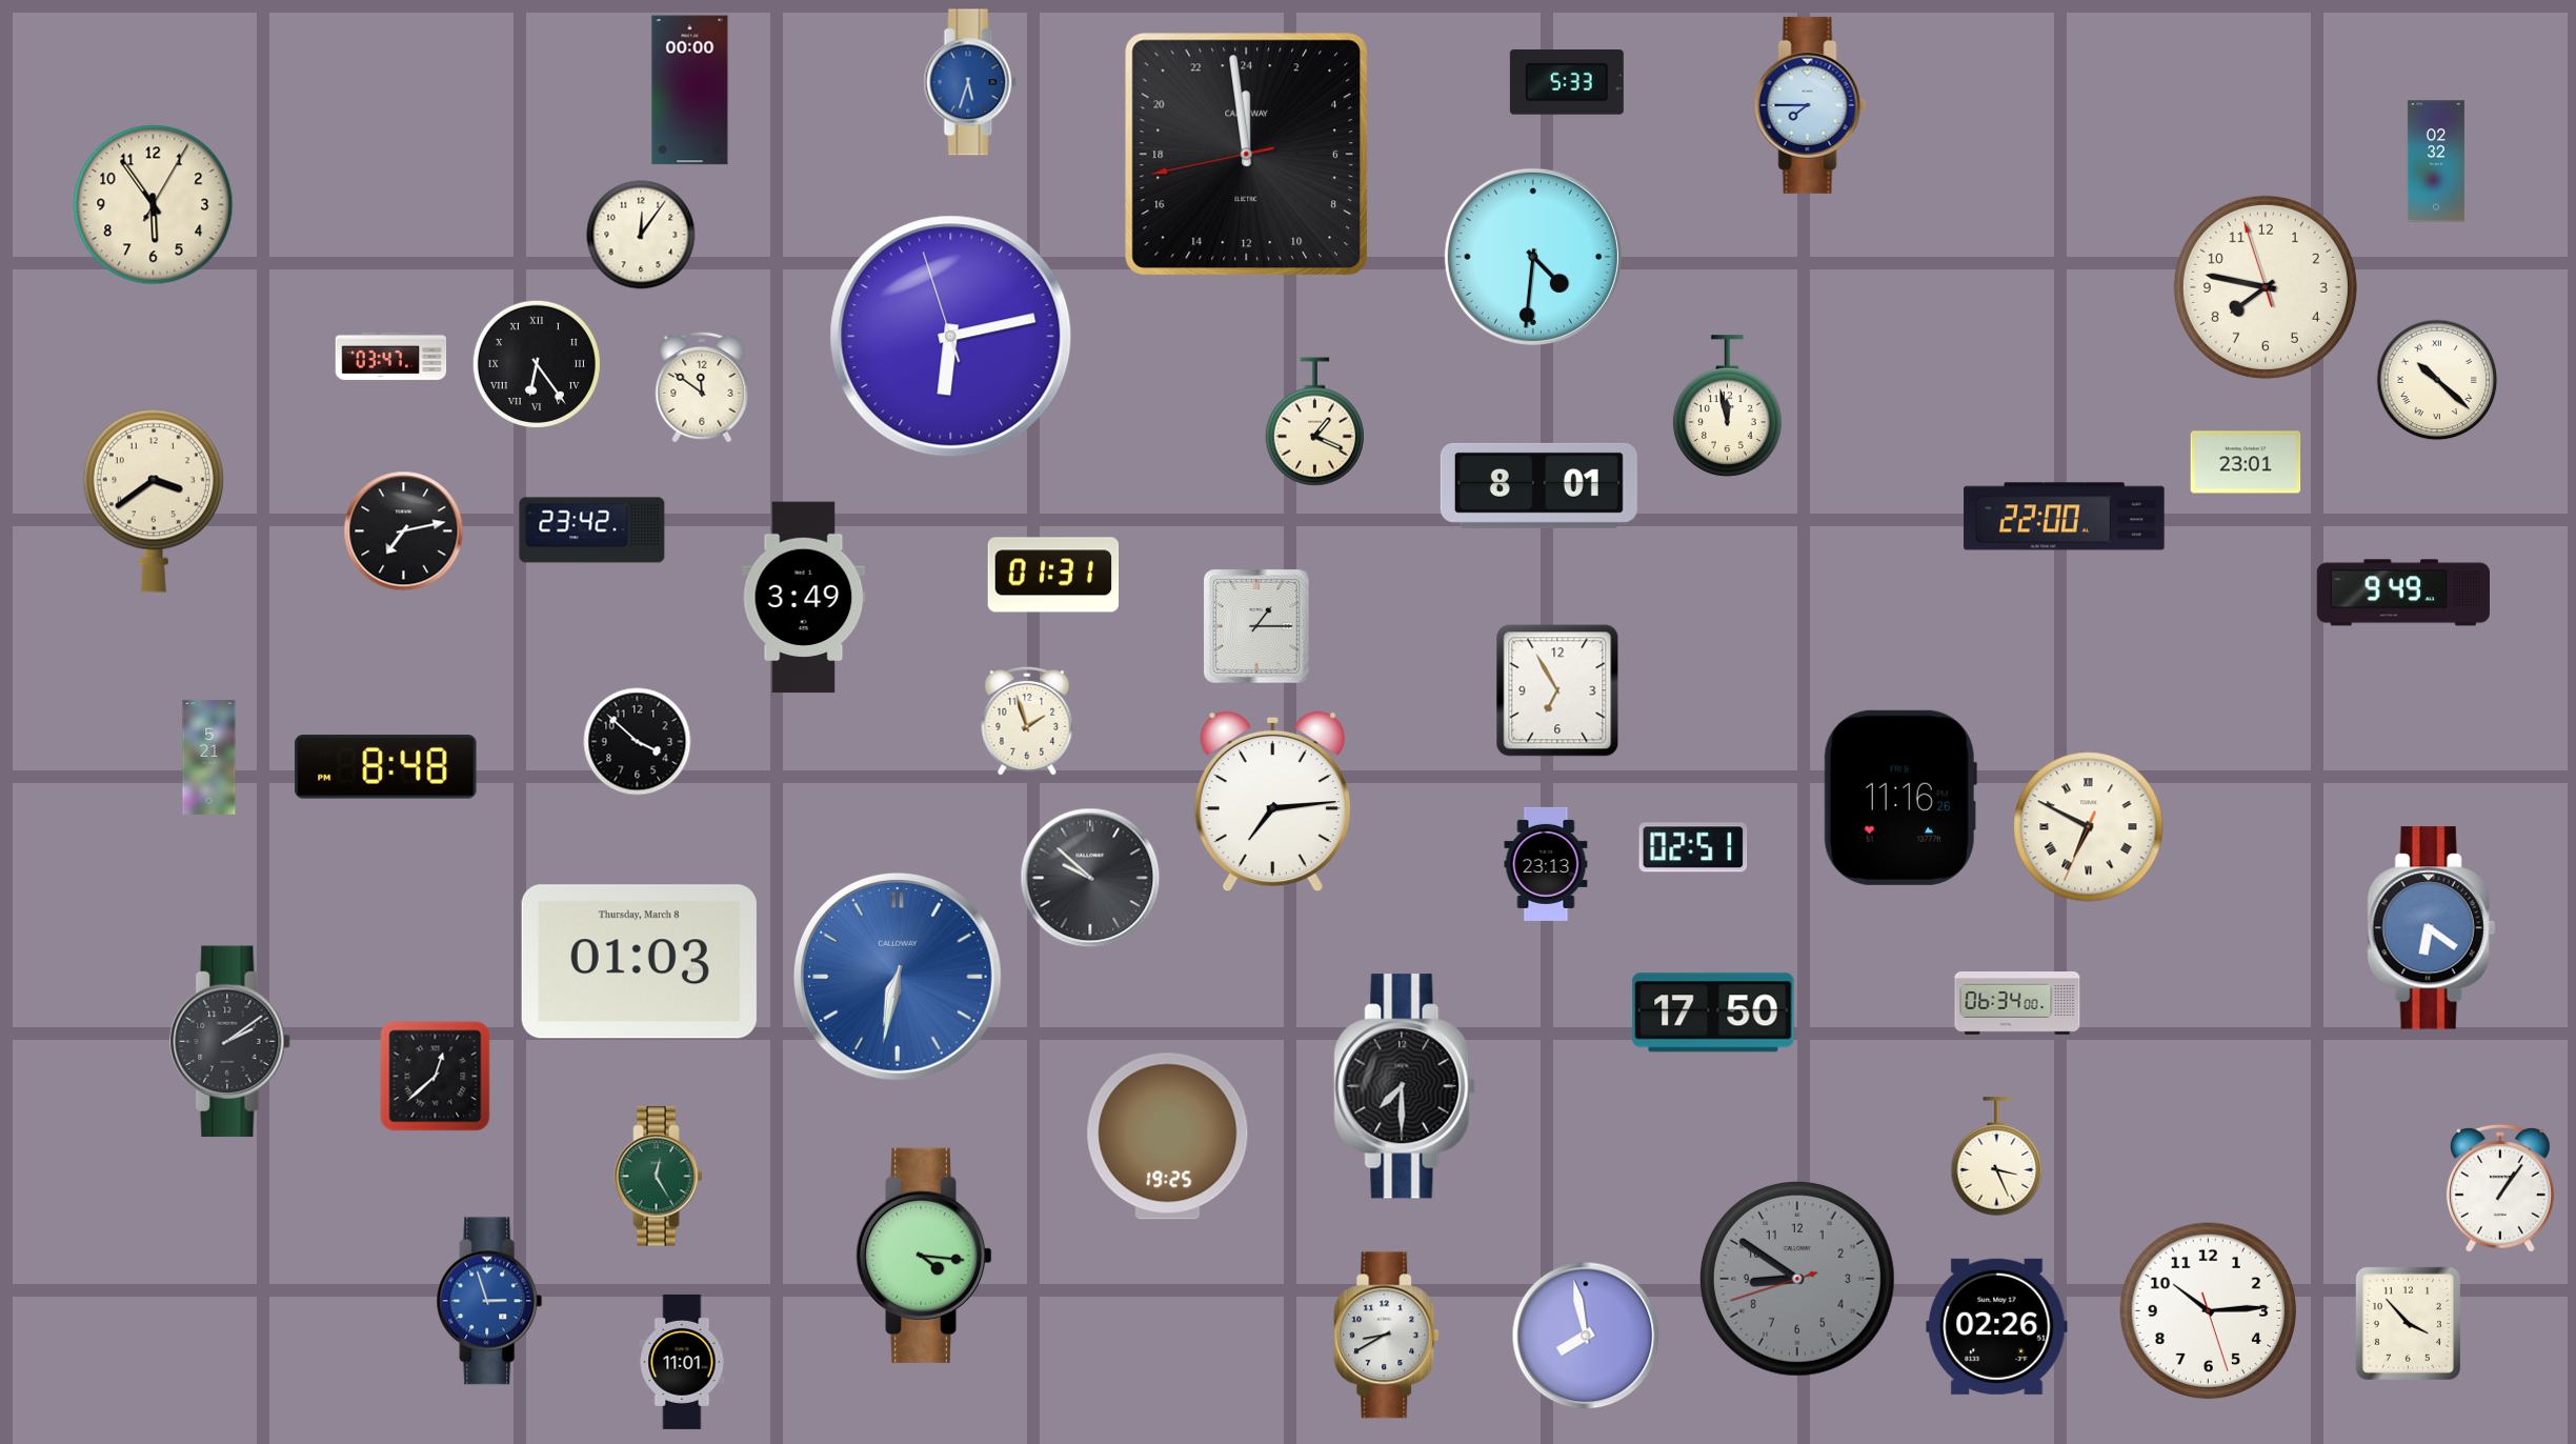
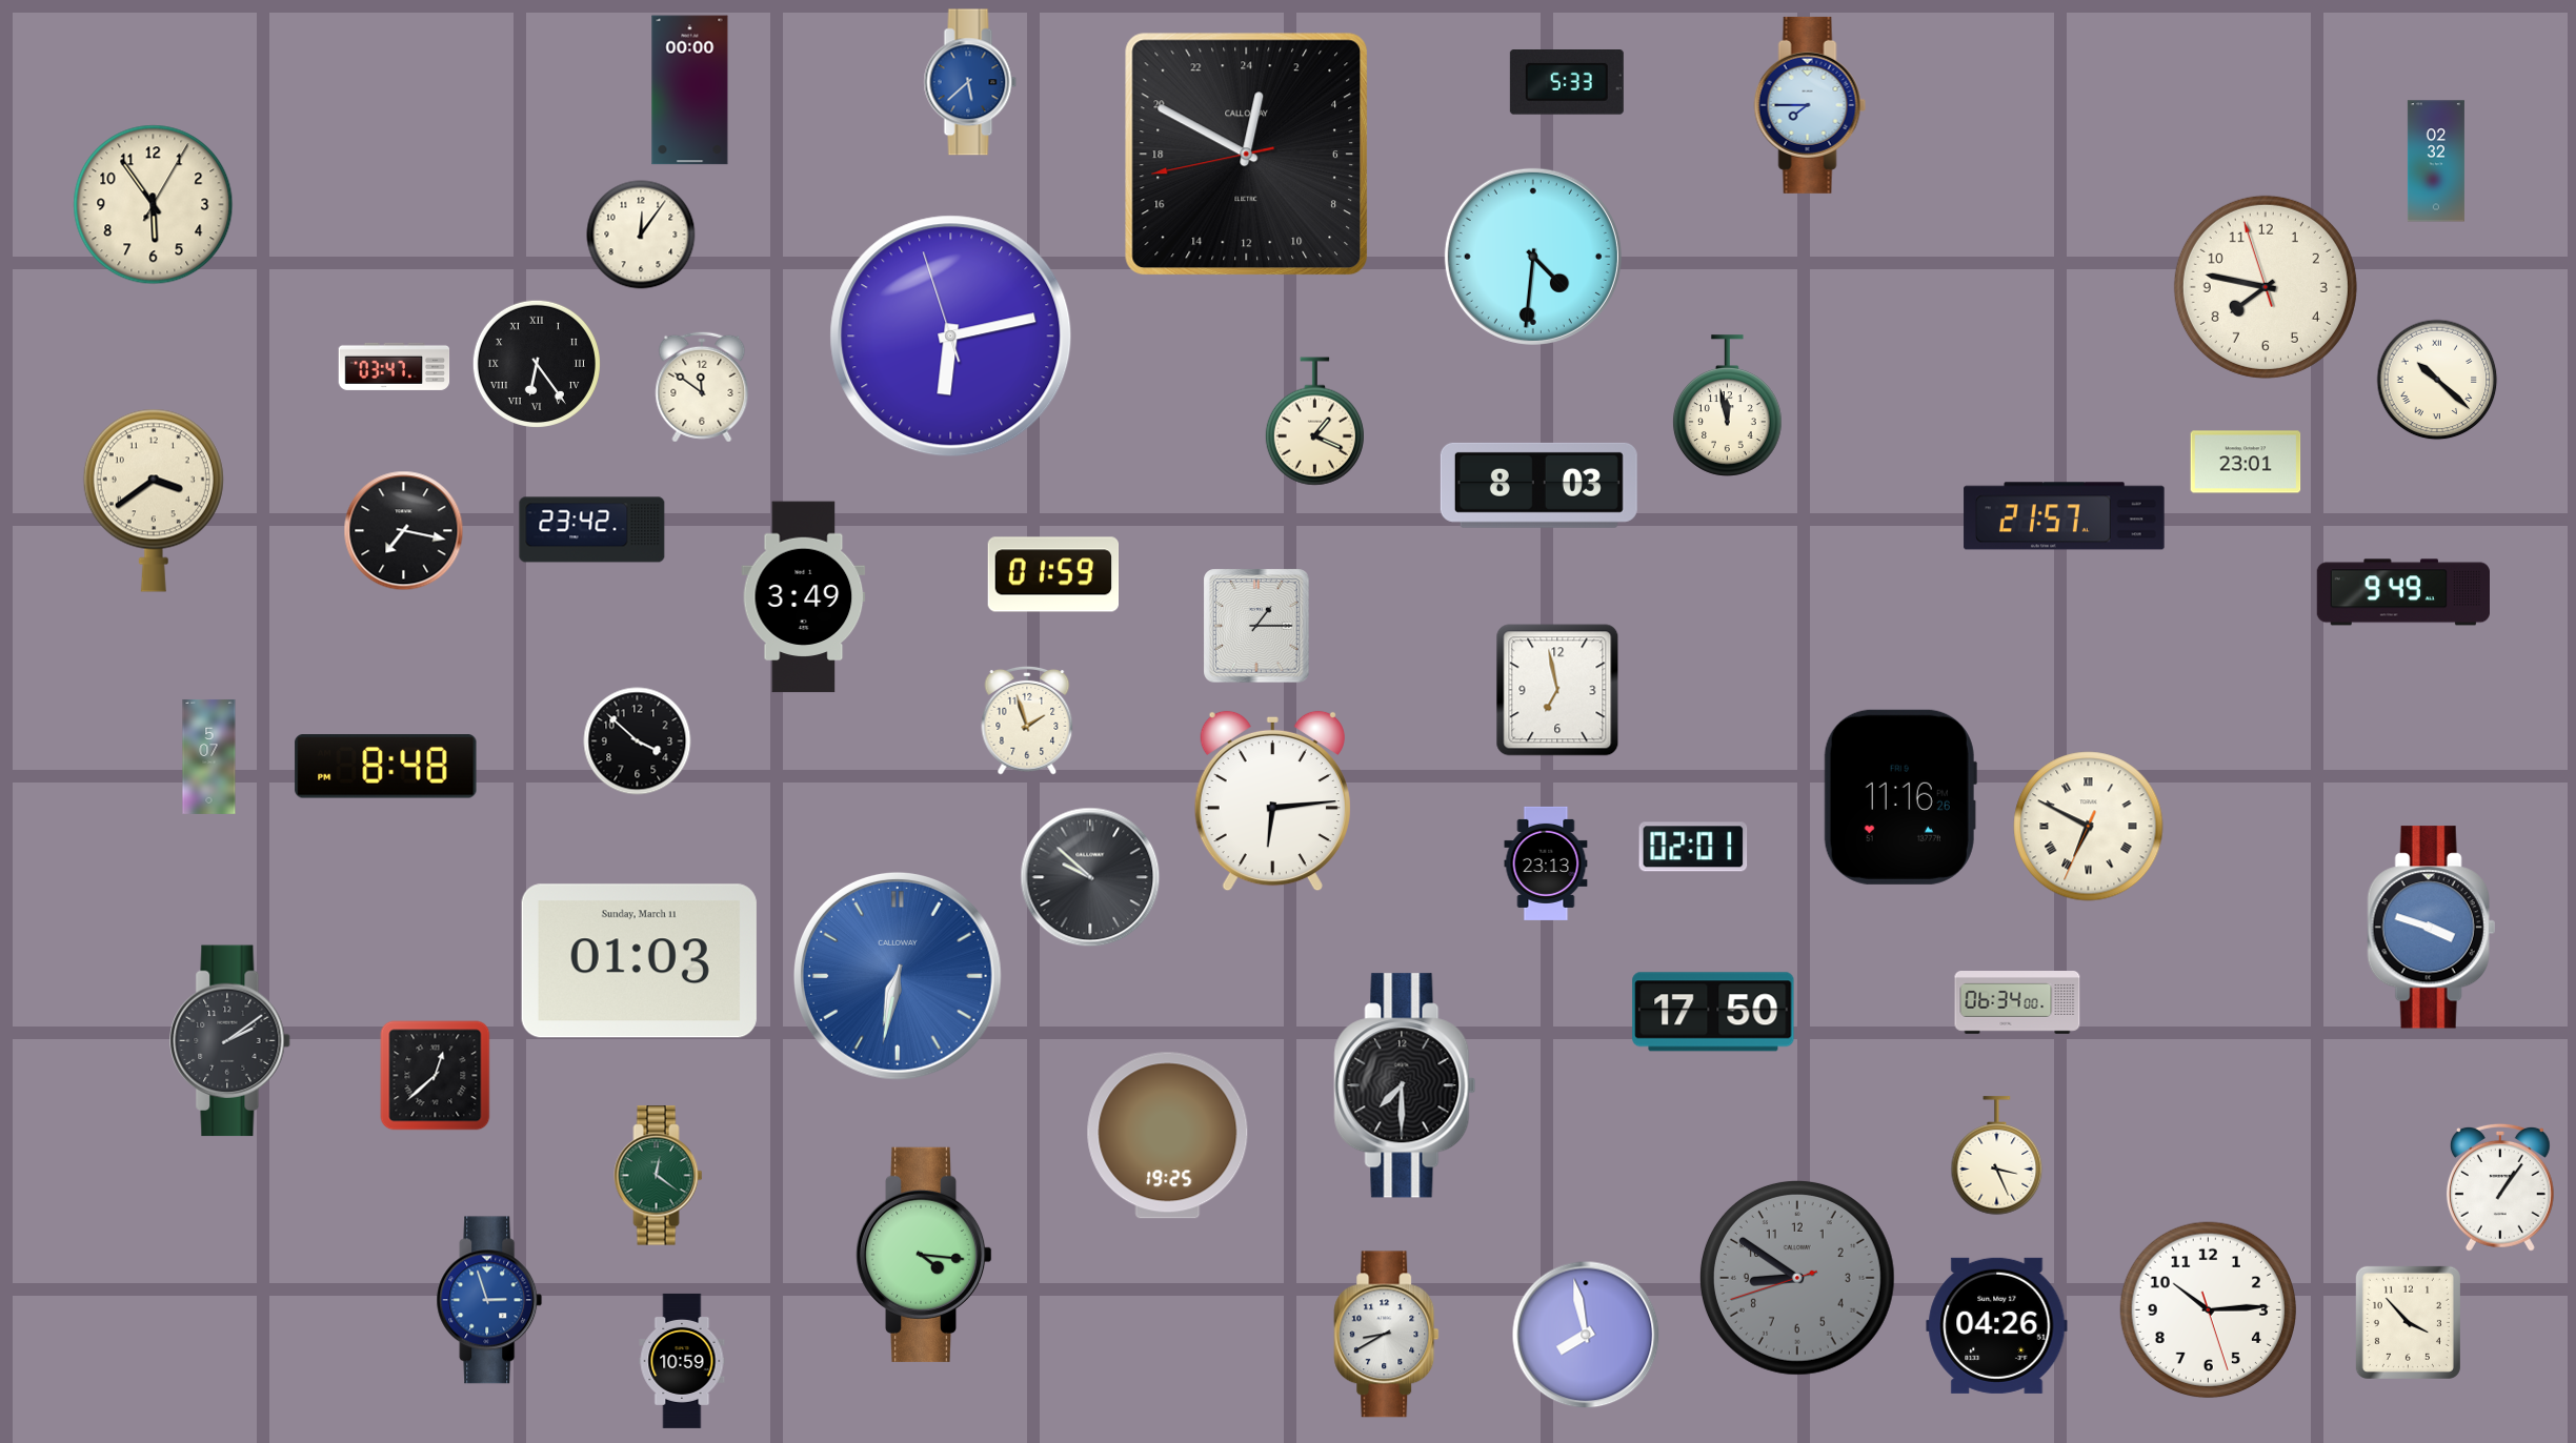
clock at (970, 82): 5:33 -> 5:38
clock at (1247, 155): 23:58 -> 0:49
clock at (391, 356) position: (391, 356) -> (395, 366)
clock at (1538, 485): 8:01 -> 8:03
clock at (2065, 517): 22:00 -> 21:57
clock at (404, 532): 7:13 -> 7:17
clock at (1053, 575): 01:31 -> 01:59
clock at (1557, 690): 6:55 -> 6:58
clock at (209, 757): 5:21 -> 5:07
clock at (1272, 802): 7:14 -> 6:14
clock at (1693, 847): 02:51 -> 02:01
clock at (2431, 928): 6:21 -> 3:48
clock at (639, 962) date: Thursday, March 8 -> Sunday, March 11
clock at (659, 1177): 12:25 -> 12:21
clock at (1997, 1326): 02:26 -> 04:26
clock at (682, 1362): 11:01 -> 10:59
